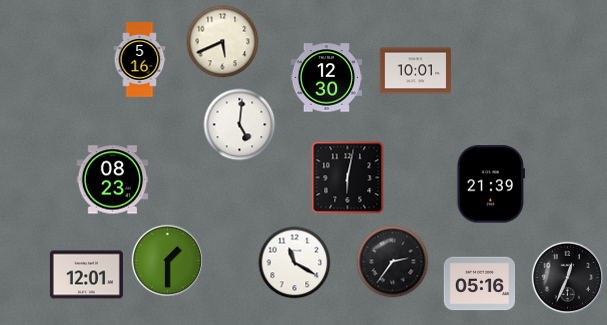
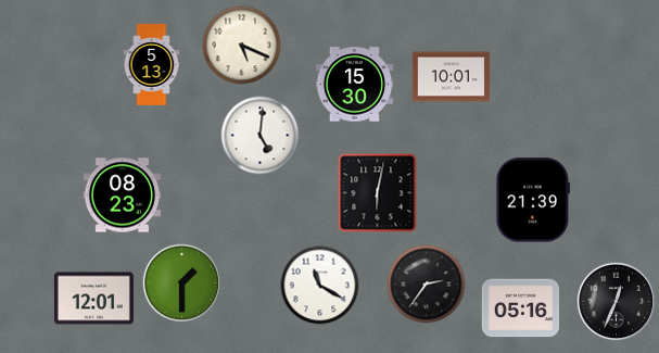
clock at (223, 42): 5:41 -> 5:19
clock at (140, 60): 5:16 -> 5:13
clock at (327, 78): 12:30 -> 15:30
